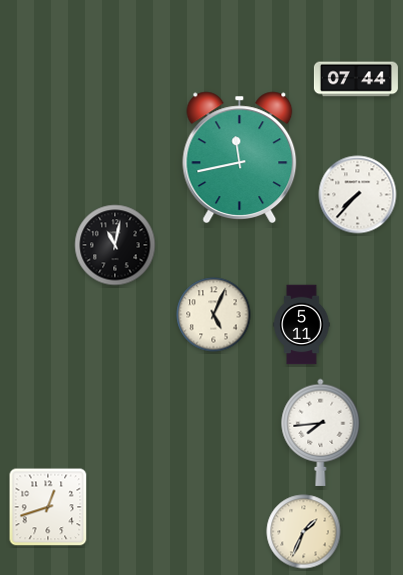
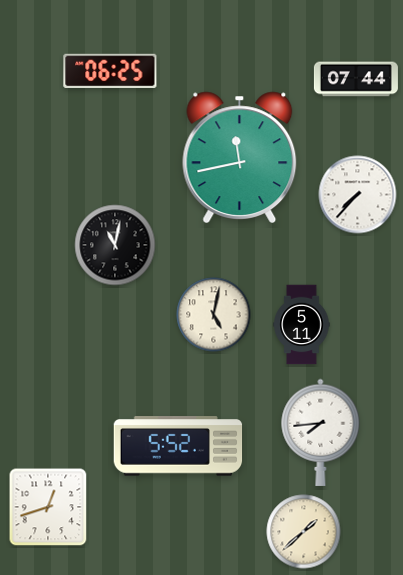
clock at (110, 70): none -> 06:25
clock at (214, 315): 5:04 -> 5:02
clock at (178, 446): none -> 5:52
clock at (304, 532): 1:34 -> 1:38
